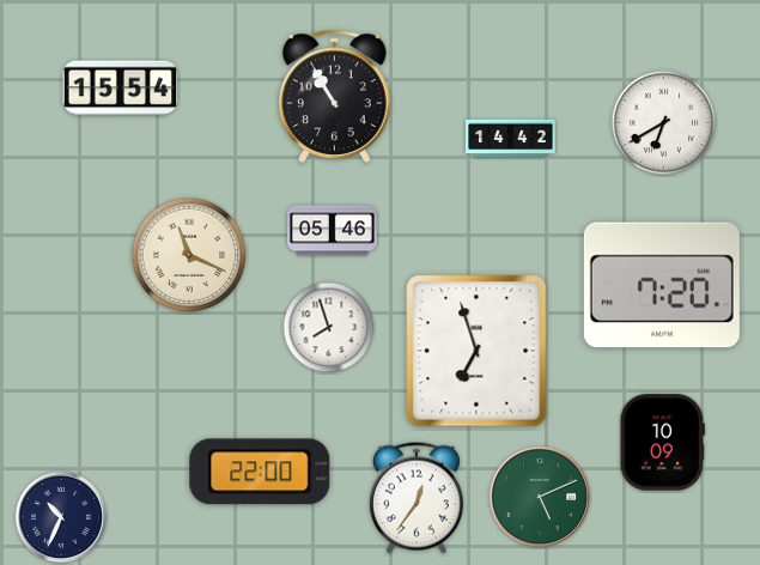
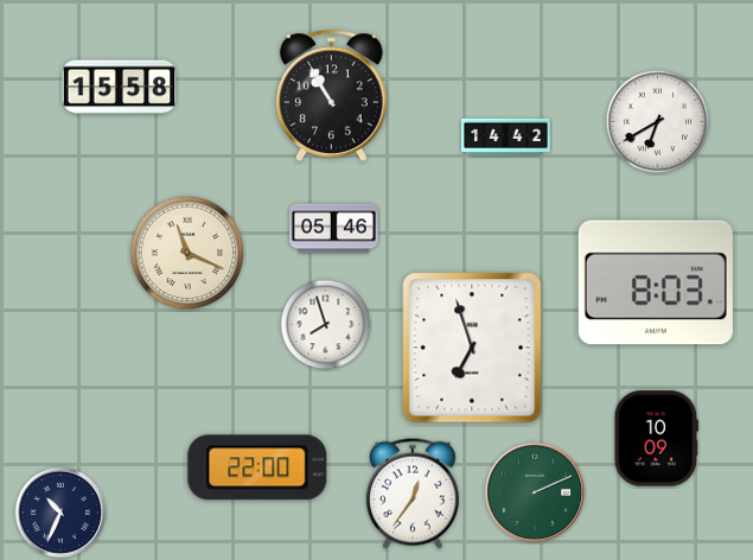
clock at (121, 89): 15:54 -> 15:58
clock at (333, 231) position: (333, 231) -> (334, 229)
clock at (662, 285): 7:20 -> 8:03
clock at (540, 497): 5:11 -> 2:11
